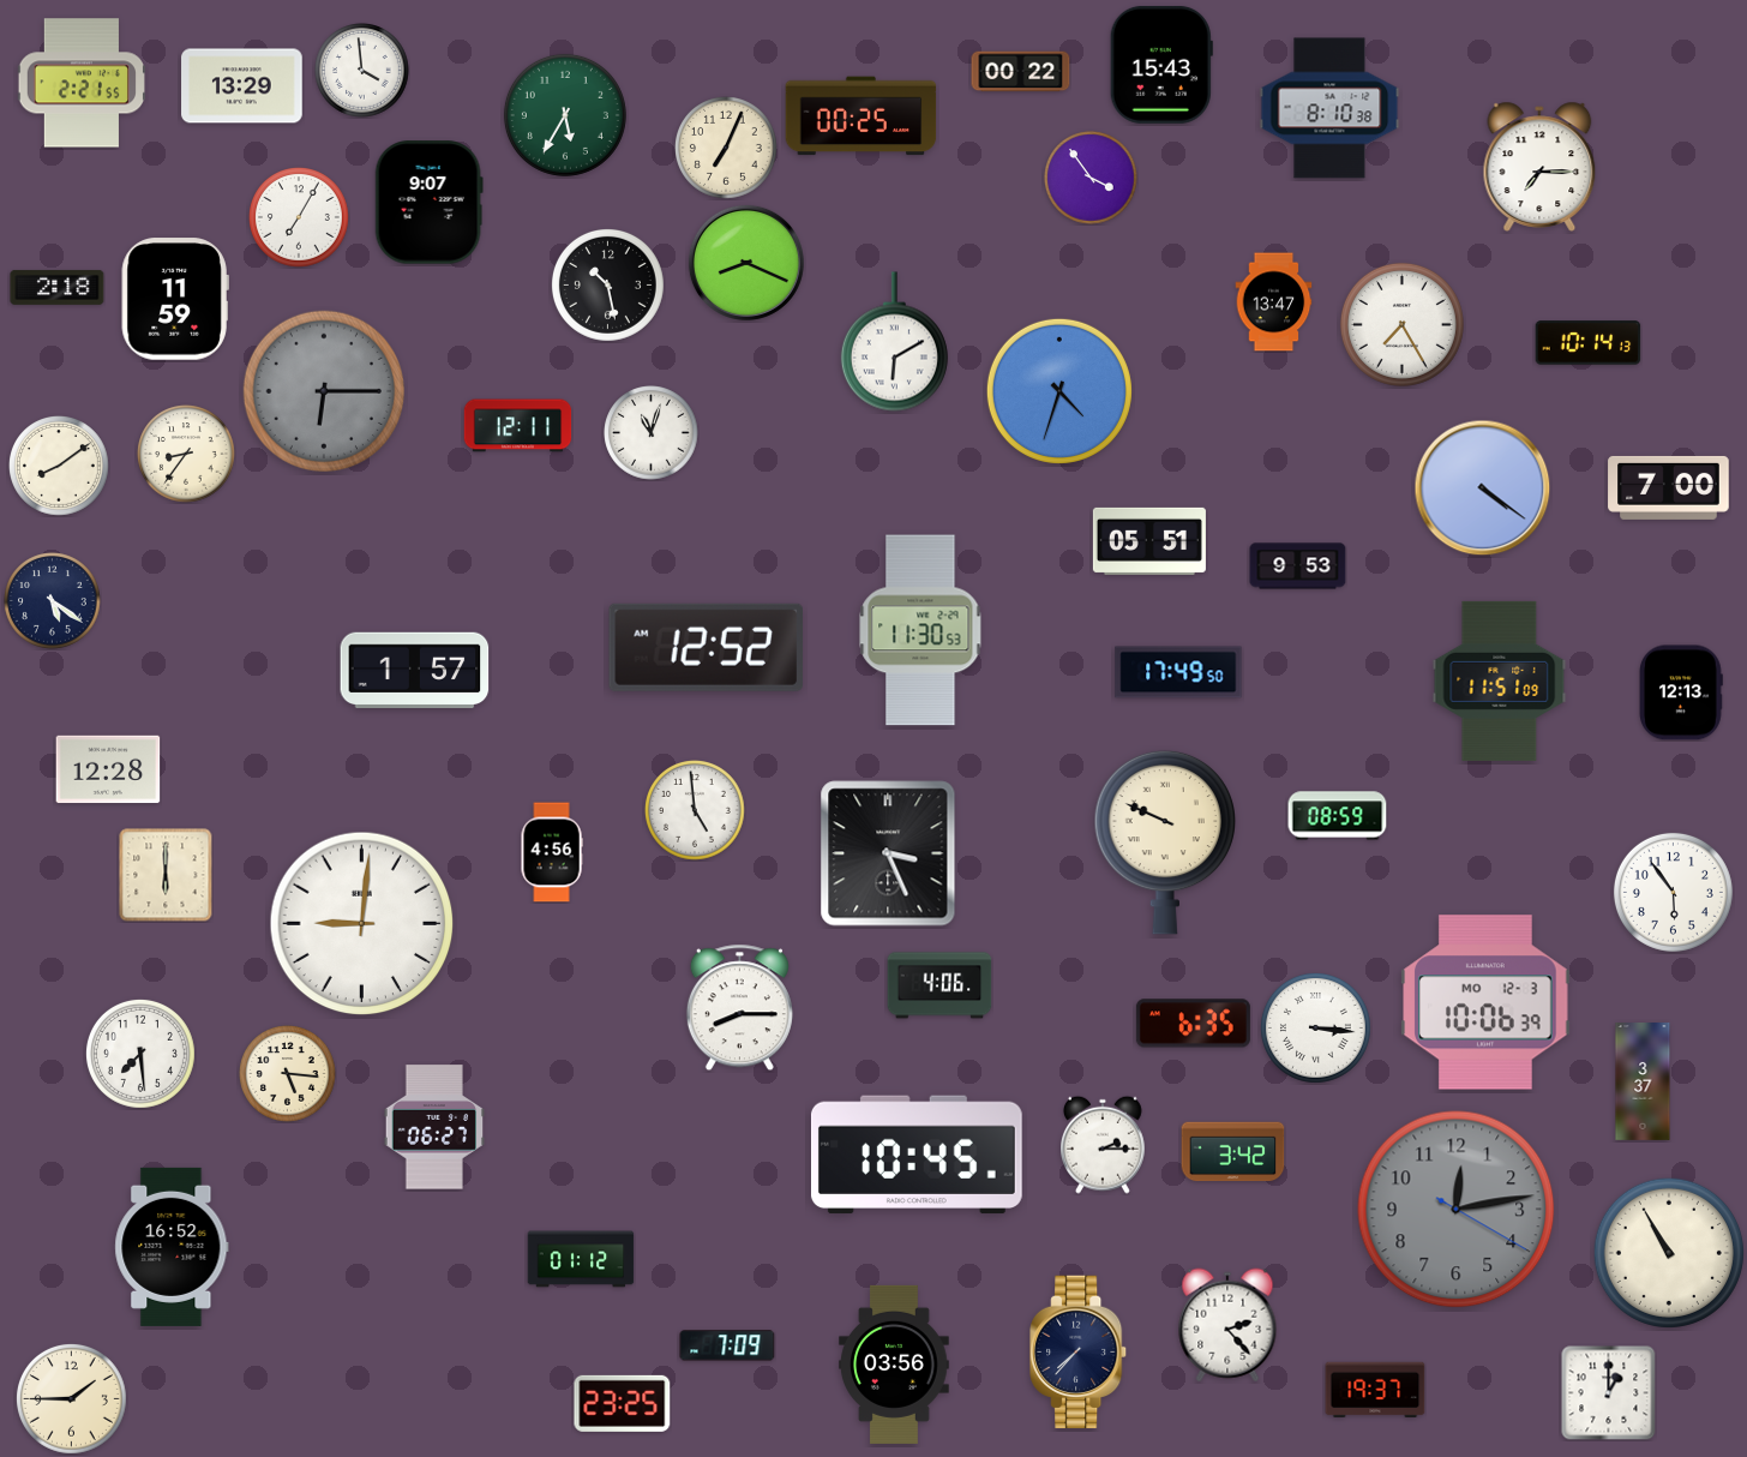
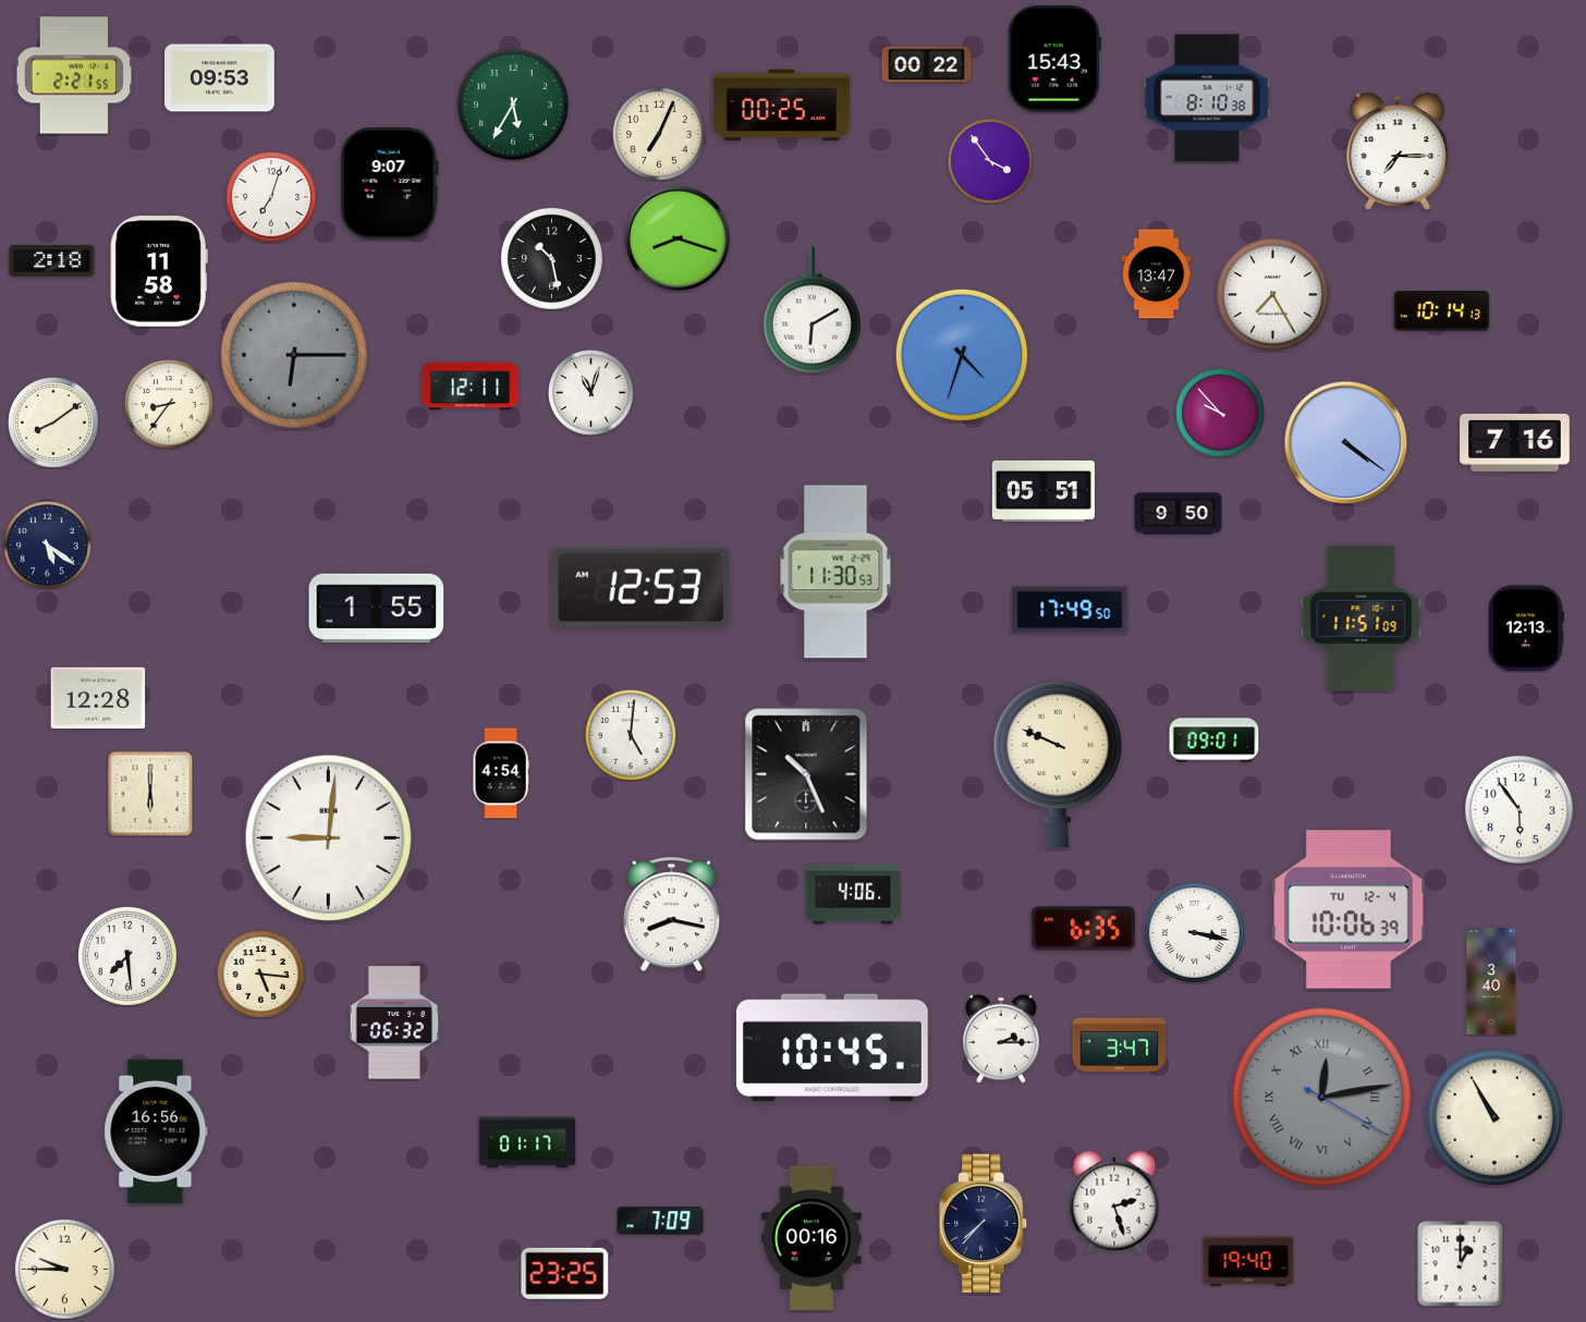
clock at (362, 71): 3:59 -> none
clock at (242, 86): 13:29 -> 09:53
clock at (299, 218): 7:05 -> 7:03
clock at (746, 263): 8:19 -> 8:18
clock at (175, 299): 11:59 -> 11:58
clock at (186, 454) position: (186, 454) -> (169, 404)
clock at (1220, 413): none -> 9:53
clock at (1669, 487): 7:00 -> 7:16
clock at (1298, 566): 9:53 -> 9:50
clock at (706, 647): 12:52 -> 12:53
clock at (415, 671): 1:57 -> 1:55
clock at (695, 811): 4:59 -> 5:01
clock at (1338, 816): 08:59 -> 09:01
clock at (552, 852): 4:56 -> 4:54
clock at (888, 853): 3:26 -> 10:26
clock at (1485, 1002) date: MO 12-3 -> TU 12-4
clock at (739, 1008): 8:15 -> 8:17
clock at (1315, 1027): 3:16 -> 3:17
clock at (1643, 1083): 3:37 -> 3:40
clock at (434, 1127): 06:27 -> 06:32
clock at (1233, 1152): 3:42 -> 3:47
clock at (1457, 1210) numerals: Arabic -> Roman
clock at (172, 1247): 16:52 -> 16:56
clock at (1669, 1253) position: (1669, 1253) -> (1494, 1117)
clock at (581, 1259): 01:12 -> 01:17
clock at (1227, 1325): 2:23 -> 2:27
clock at (1079, 1353) position: (1079, 1353) -> (984, 1224)
clock at (894, 1365): 03:56 -> 00:16
clock at (1375, 1389): 19:37 -> 19:40
clock at (71, 1398): 1:45 -> 9:45
